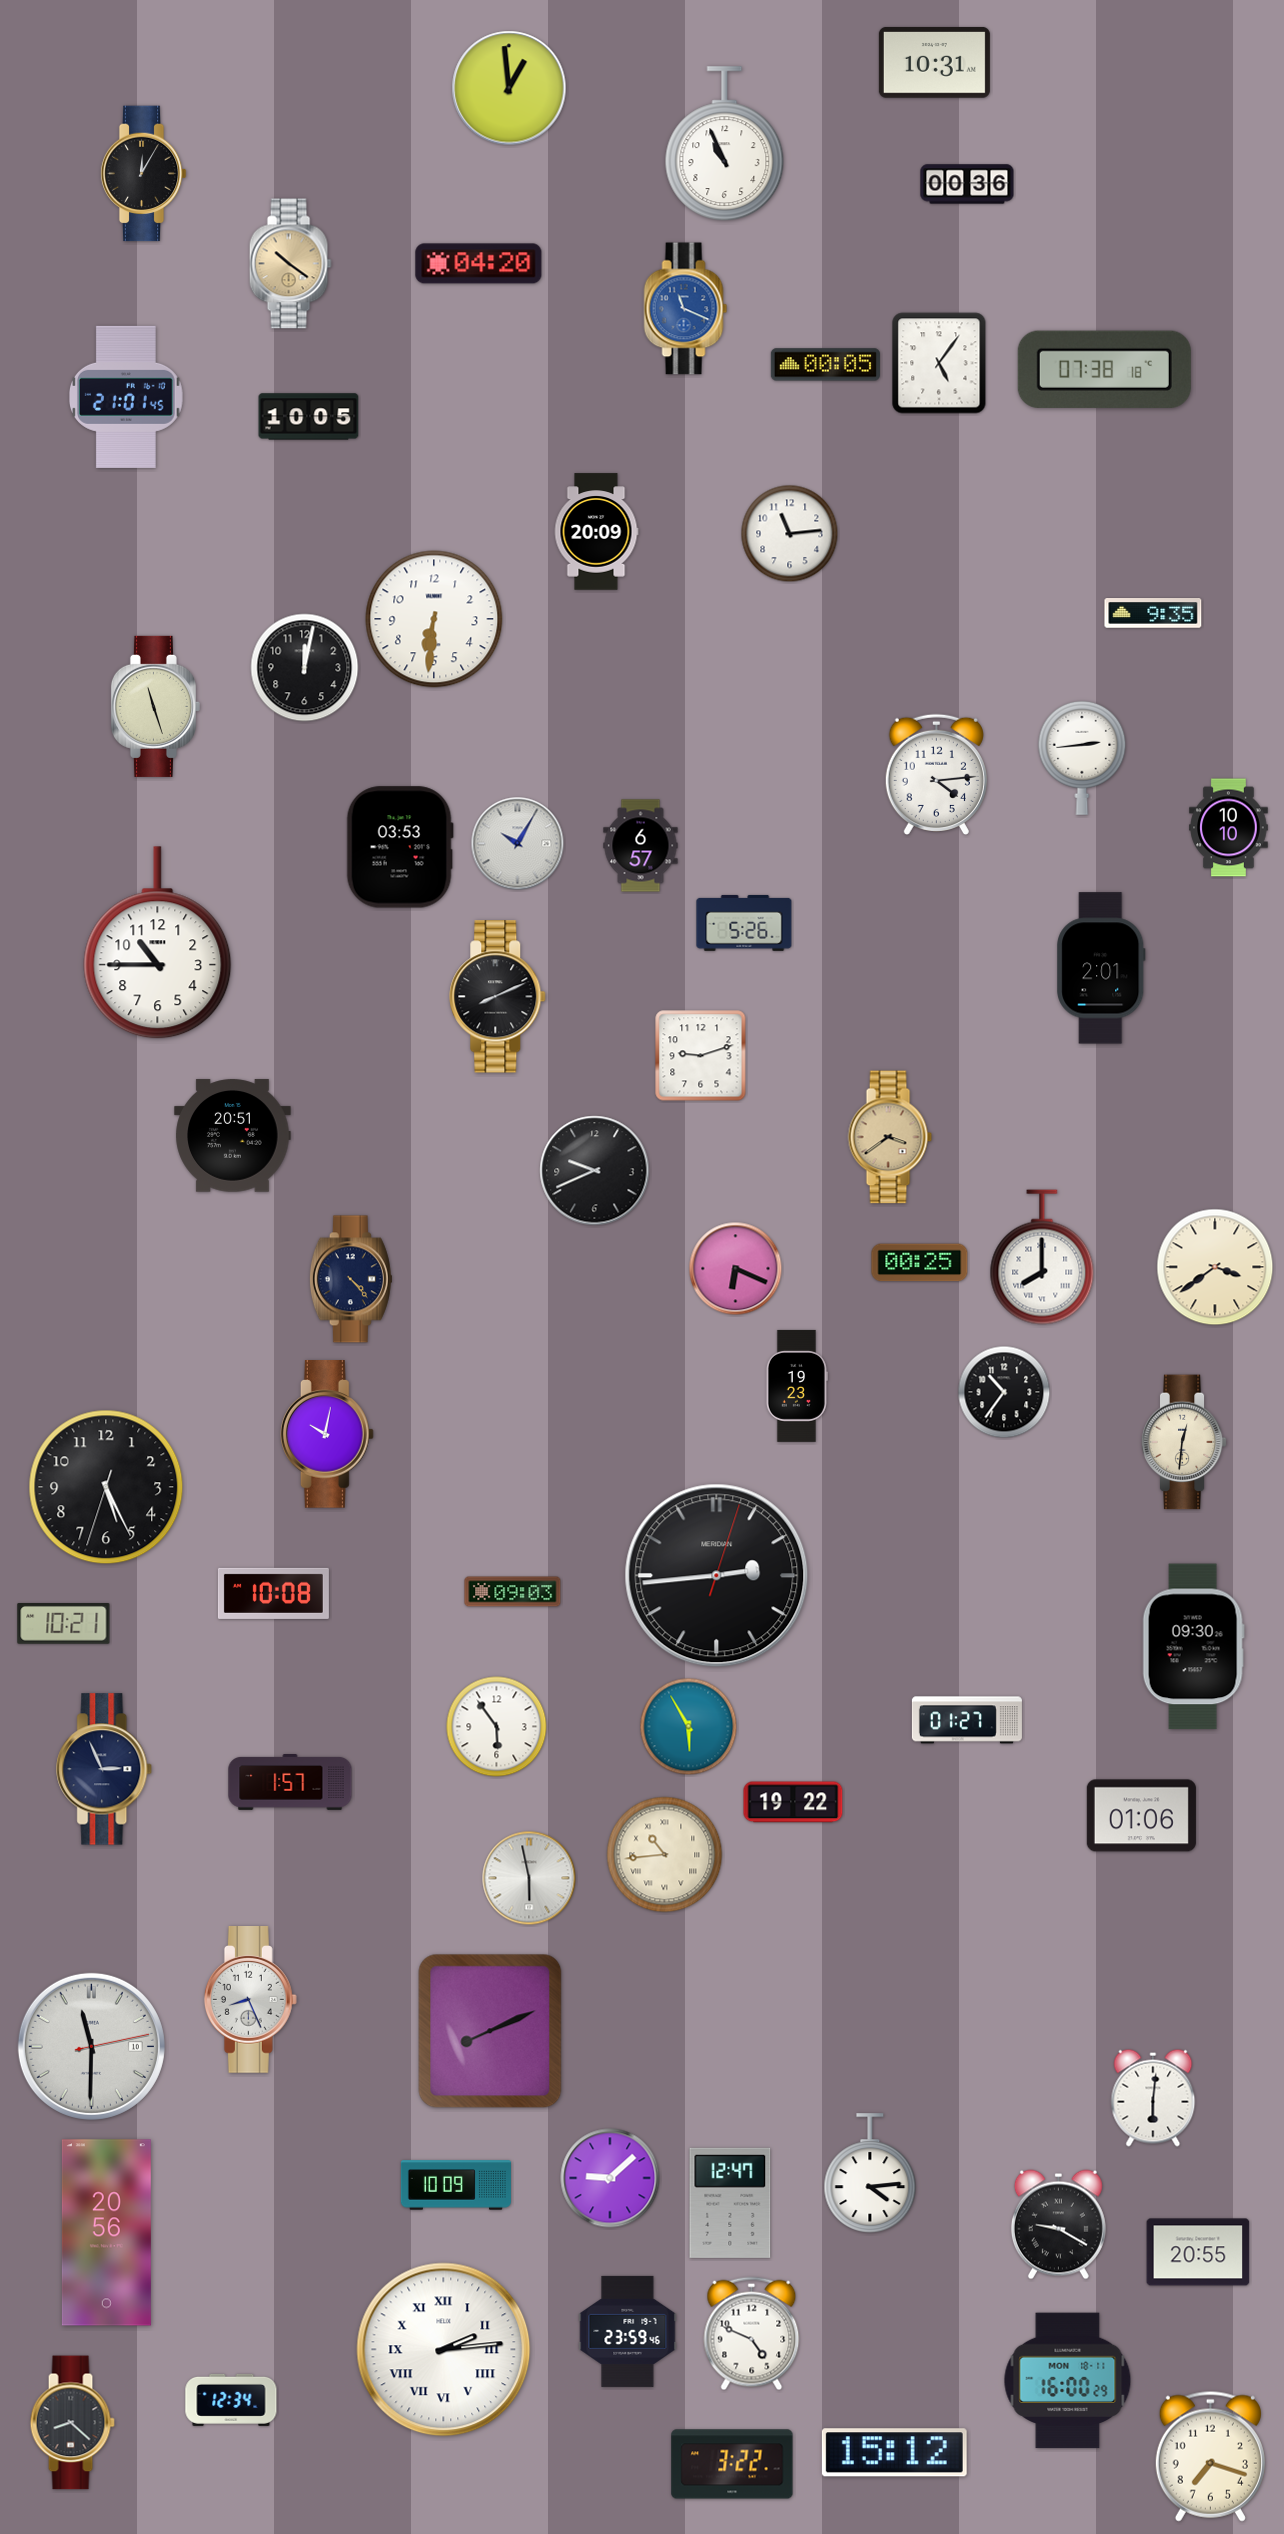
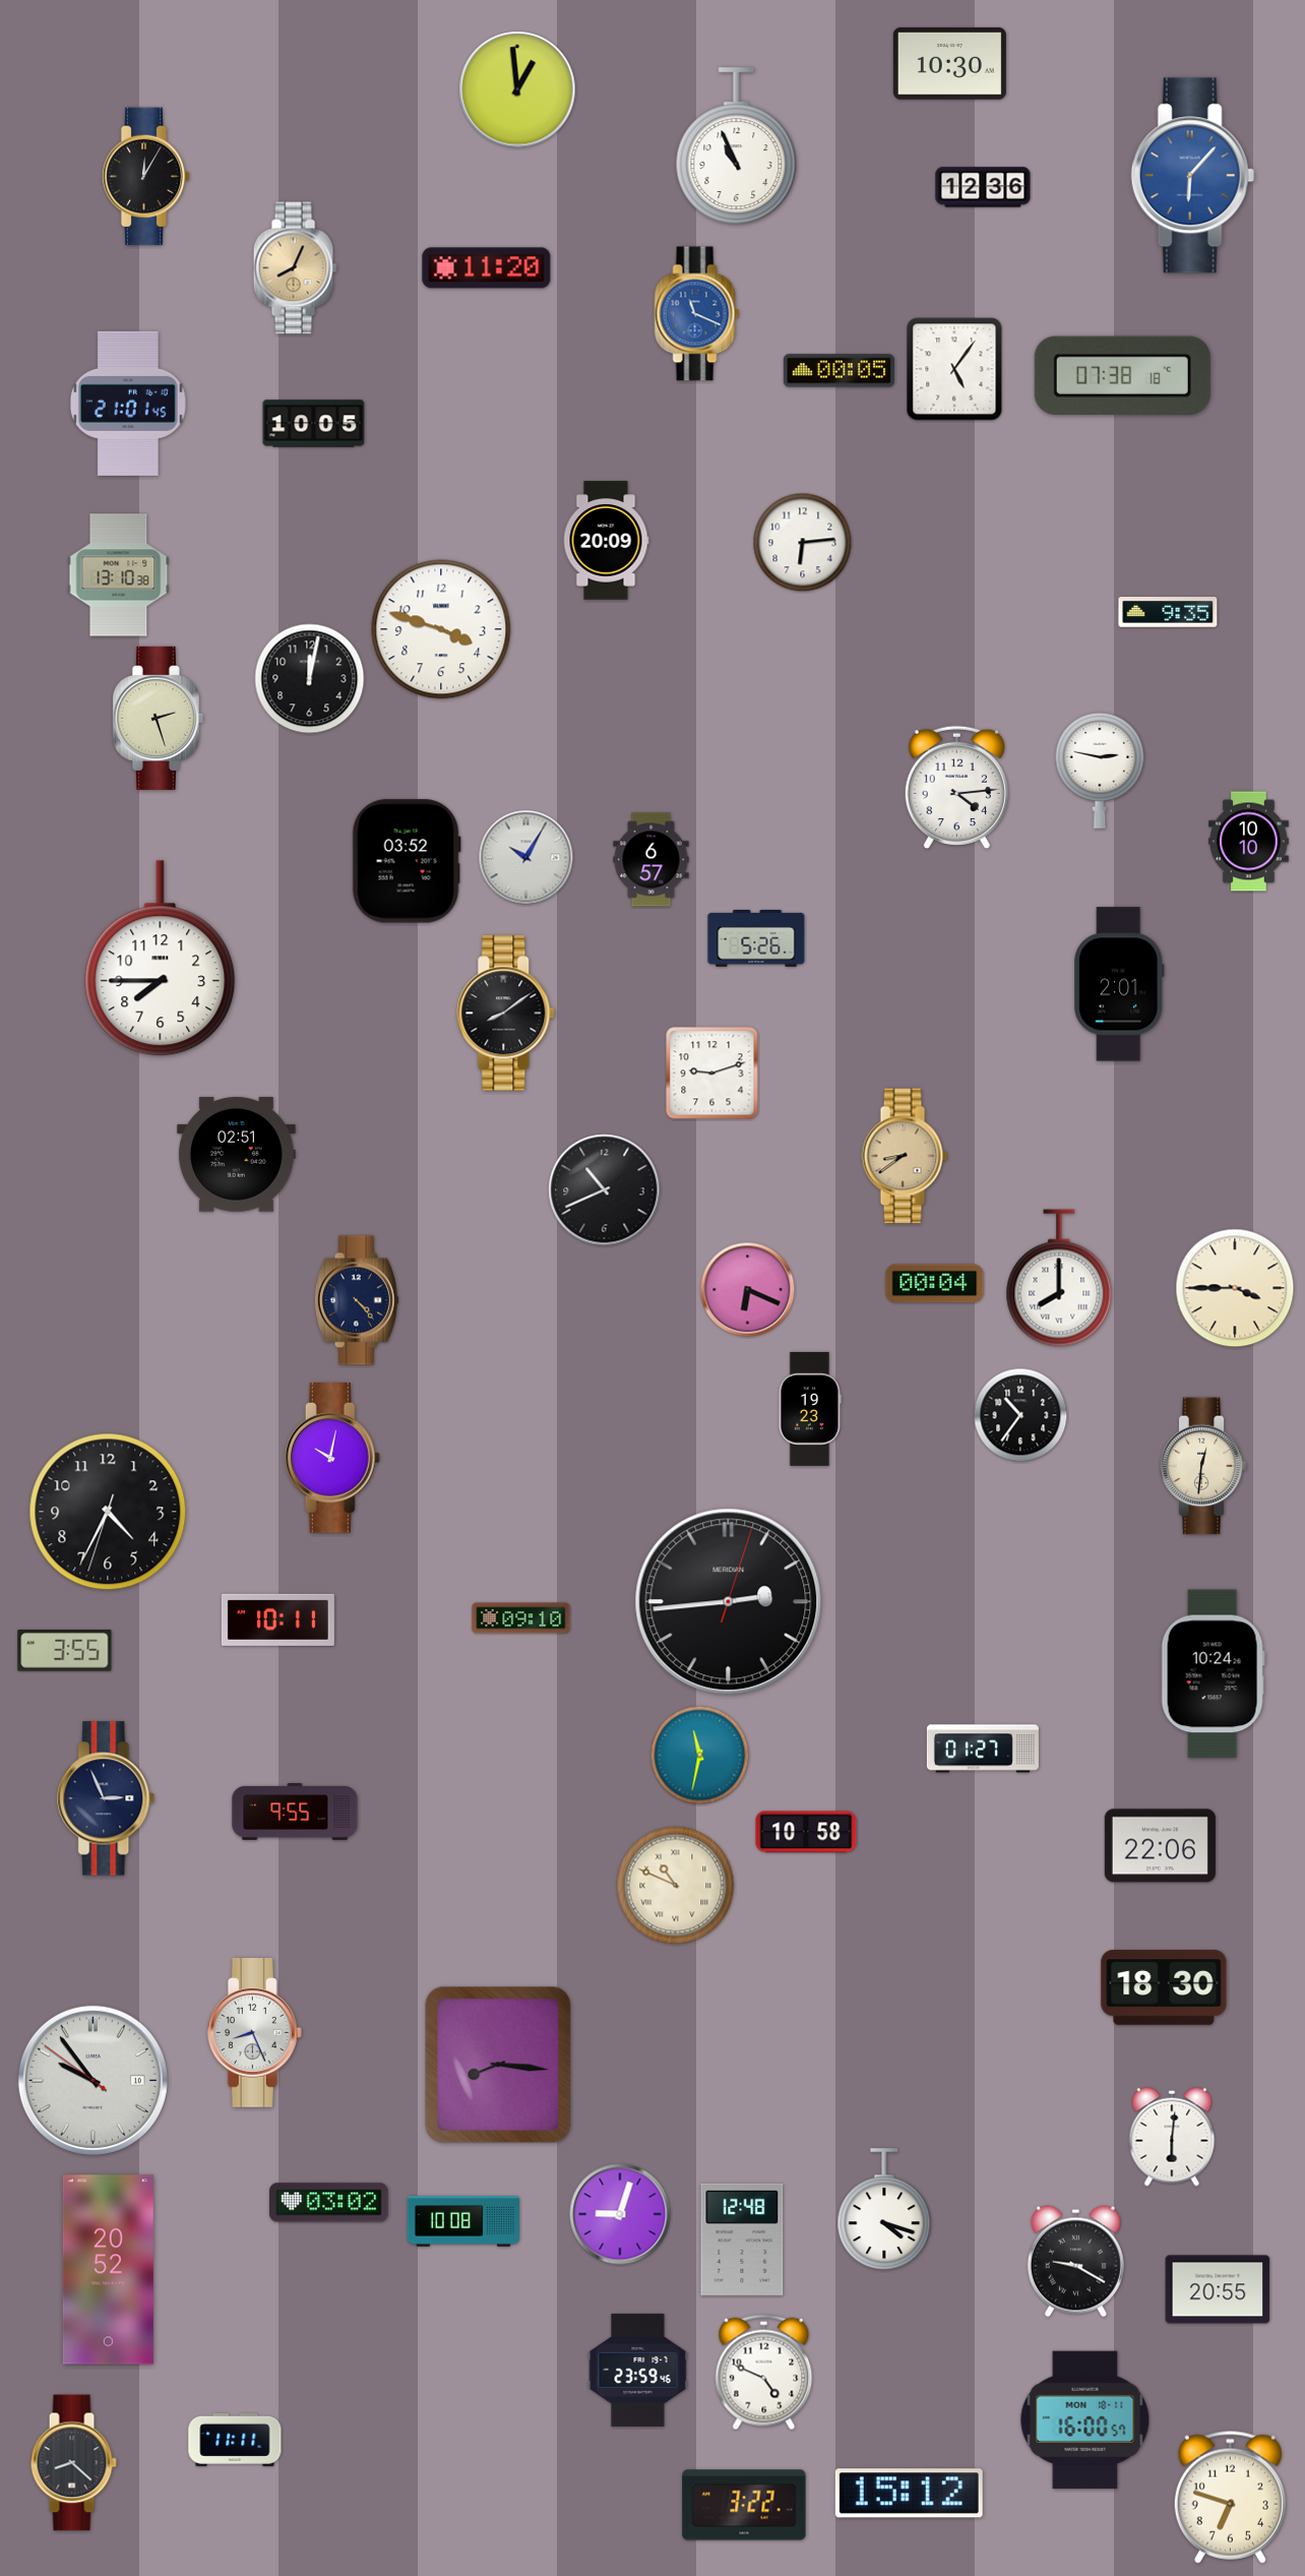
clock at (934, 63): 10:31 -> 10:30
clock at (1192, 176): none -> 6:07
clock at (967, 184): 00:36 -> 12:36
clock at (290, 264): 10:21 -> 8:04
clock at (479, 264): 04:20 -> 11:20
clock at (790, 534): 11:14 -> 6:14
clock at (119, 575): none -> 13:10
clock at (1153, 613) position: (1153, 613) -> (1168, 612)
clock at (434, 619): 6:31 -> 3:48
clock at (155, 706): 11:27 -> 2:27
clock at (1082, 758): 2:44 -> 2:47
clock at (936, 774) position: (936, 774) -> (956, 787)
clock at (400, 847): 03:53 -> 03:52
clock at (158, 943): 10:45 -> 7:45
clock at (498, 997): 8:11 -> 8:09
clock at (233, 1136): 20:51 -> 02:51
clock at (890, 1137): 3:39 -> 8:39
clock at (595, 1171): 9:41 -> 10:41
clock at (920, 1263): 00:25 -> 00:04
clock at (1215, 1267): 3:39 -> 3:45
clock at (106, 1487): 5:25 -> 4:34
clock at (513, 1592): 09:03 -> 09:10
clock at (273, 1593): 10:08 -> 10:11
clock at (64, 1624): 10:21 -> 3:55
clock at (1193, 1647): 09:30 -> 10:24
clock at (497, 1727): 5:54 -> none
clock at (689, 1727): 5:55 -> 11:32
clock at (290, 1783): 1:57 -> 9:55
clock at (793, 1802): 19:22 -> 10:58
clock at (1141, 1816): 01:06 -> 22:06
clock at (665, 1855): 10:44 -> 10:49
clock at (529, 1878): 5:58 -> none
clock at (1164, 1987): none -> 18:30
clock at (490, 2031): 8:11 -> 8:16
clock at (91, 2046): 11:30 -> 9:53
clock at (1153, 2098) position: (1153, 2098) -> (1172, 2137)
clock at (329, 2203): none -> 03:02
clock at (870, 2174): 4:14 -> 4:18
clock at (610, 2178): 9:08 -> 9:03
clock at (456, 2185): 10:09 -> 10:08
clock at (730, 2203): 12:47 -> 12:48
clock at (106, 2233): 20:56 -> 20:52
clock at (444, 2350): 2:14 -> none
clock at (1068, 2381): 16:00:29 -> 16:00:57
clock at (231, 2400): 12:34 -> 11:11
clock at (1210, 2456): 7:18 -> 6:48
